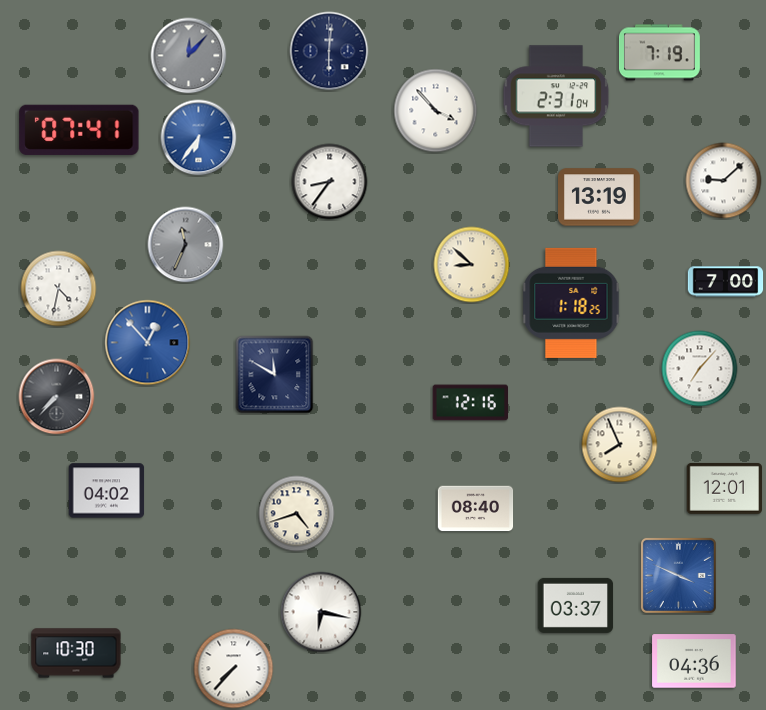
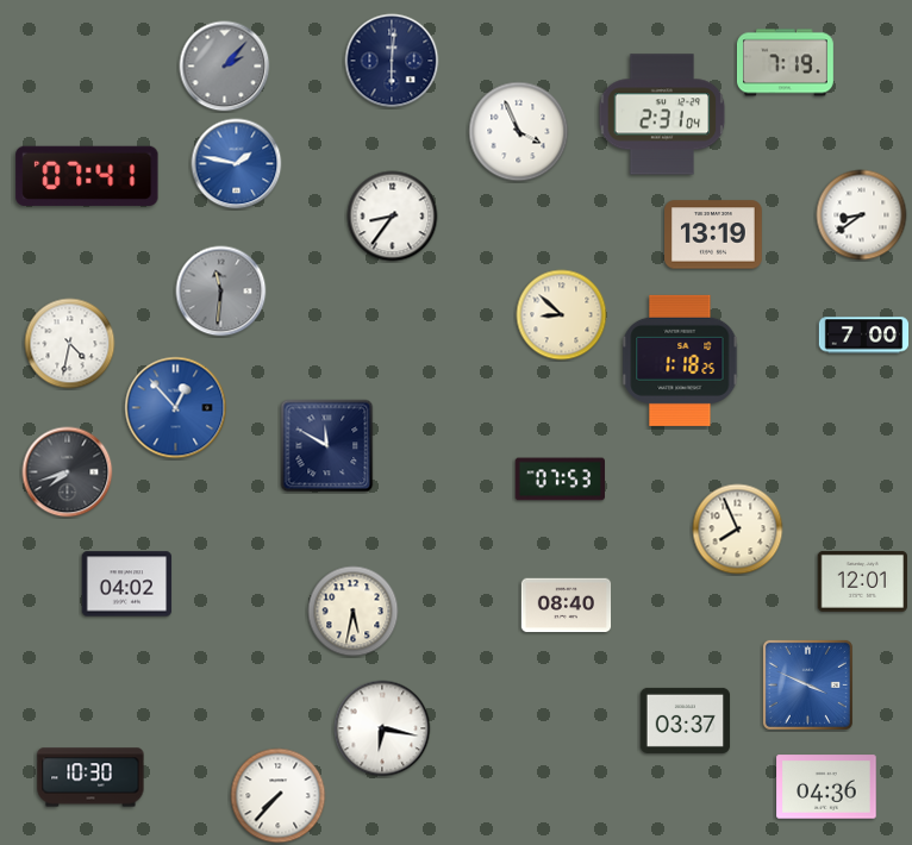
clock at (189, 56): 12:07 -> 2:07
clock at (436, 111): 3:53 -> 3:56
clock at (79, 130) position: (79, 130) -> (87, 176)
clock at (199, 138): 6:36 -> 1:47
clock at (724, 181): 9:08 -> 8:39
clock at (186, 245): 11:34 -> 11:31
clock at (700, 369): 7:07 -> none
clock at (57, 397): 7:37 -> 7:42
clock at (470, 403): 12:16 -> 07:53
clock at (297, 514): 4:42 -> 5:32
